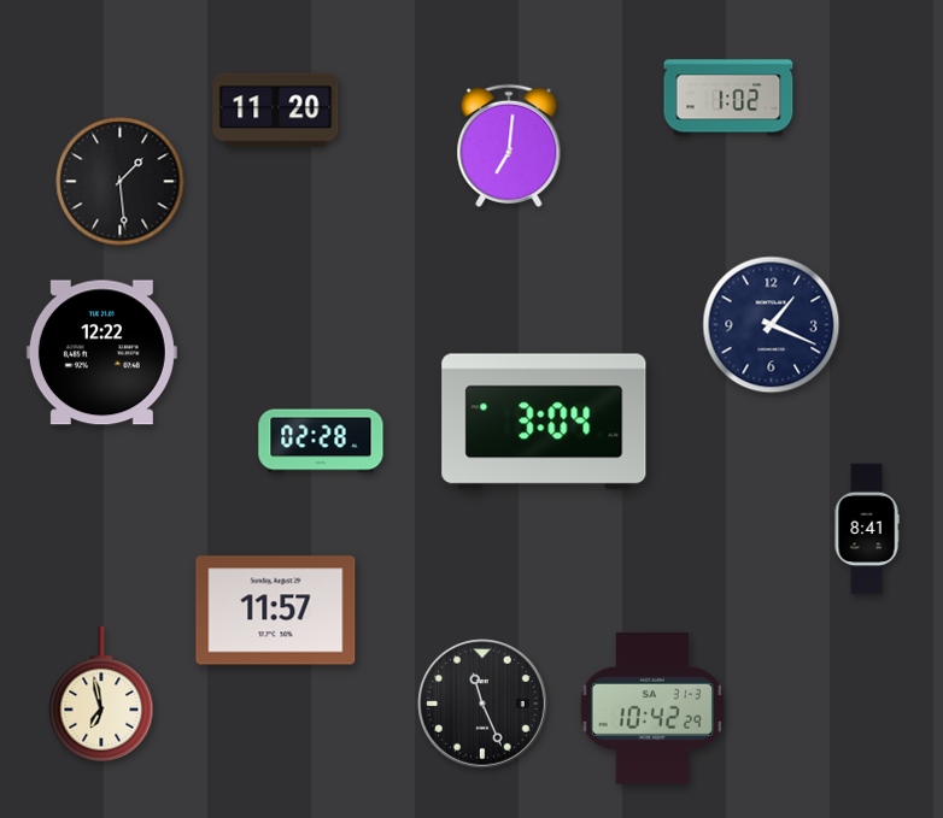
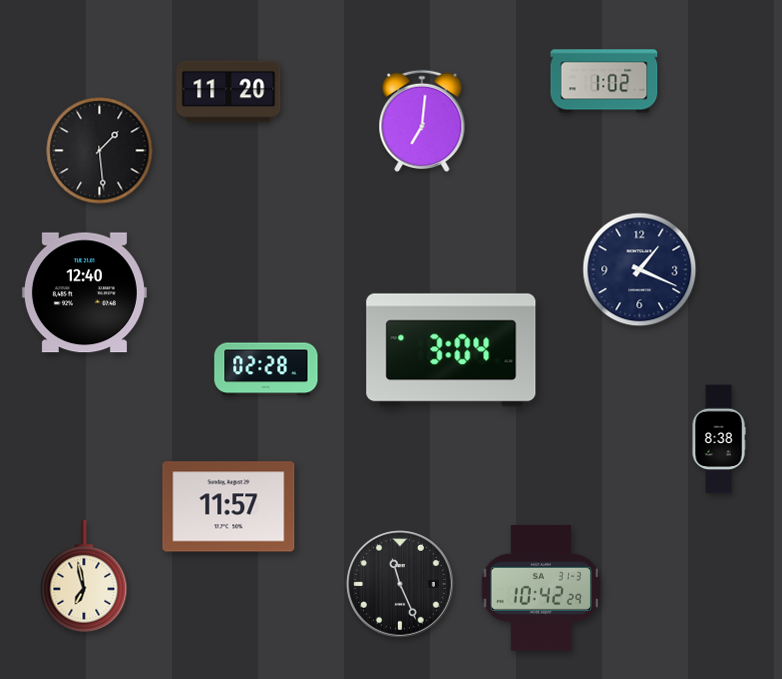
clock at (101, 353): 12:22 -> 12:40
clock at (321, 441) position: (321, 441) -> (266, 369)
clock at (867, 529): 8:41 -> 8:38
